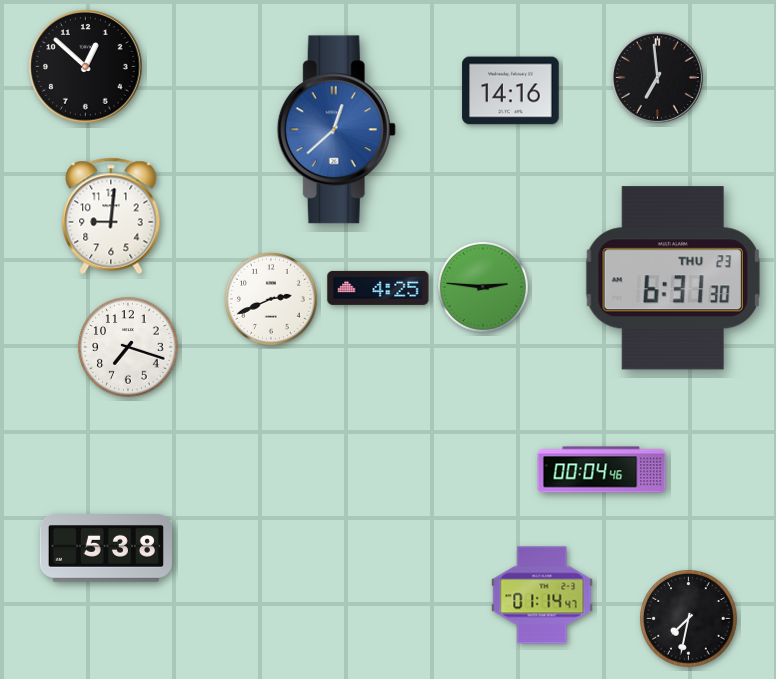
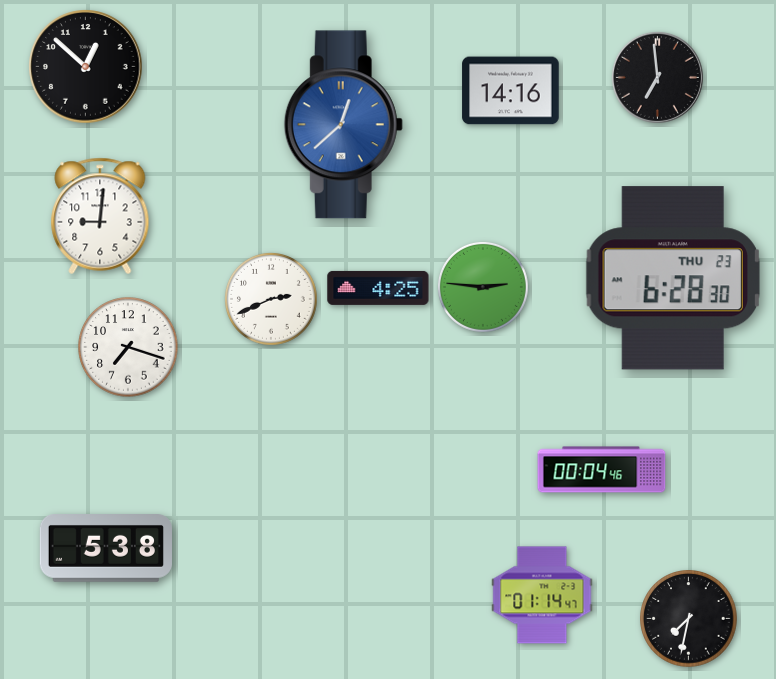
clock at (336, 130) position: (336, 130) -> (343, 125)
clock at (111, 216) position: (111, 216) -> (100, 216)
clock at (672, 278): 6:31 -> 6:28
